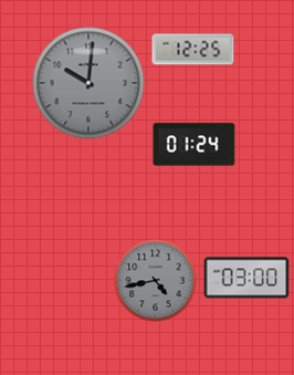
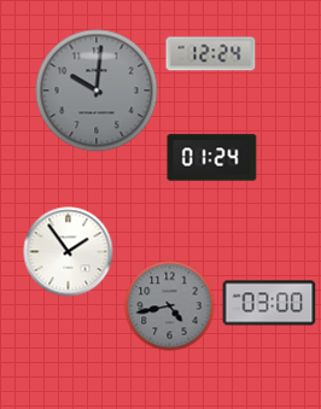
clock at (193, 50): 12:25 -> 12:24
clock at (69, 252): none -> 1:54
